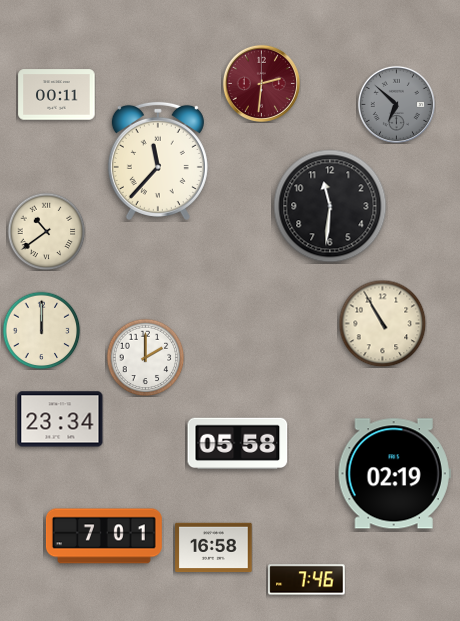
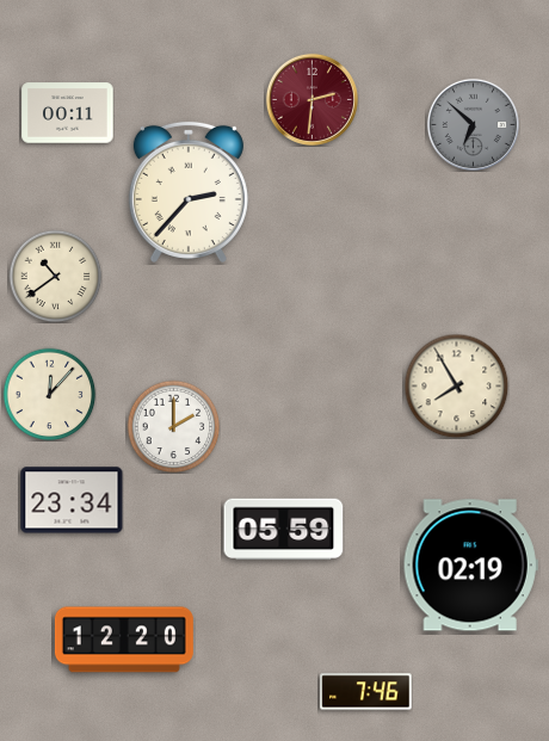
clock at (158, 161): 11:37 -> 2:37
clock at (330, 206): 11:31 -> none
clock at (382, 323): 10:55 -> 7:55
clock at (41, 330): 12:00 -> 12:07
clock at (238, 443): 05:58 -> 05:59
clock at (104, 536): 7:01 -> 12:20
clock at (214, 548): 16:58 -> none
